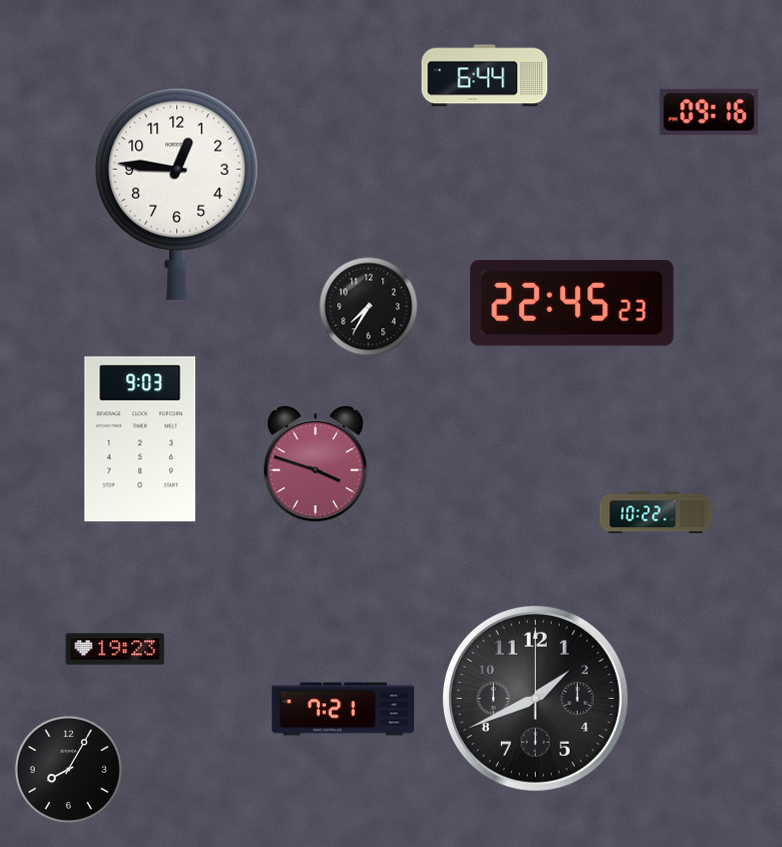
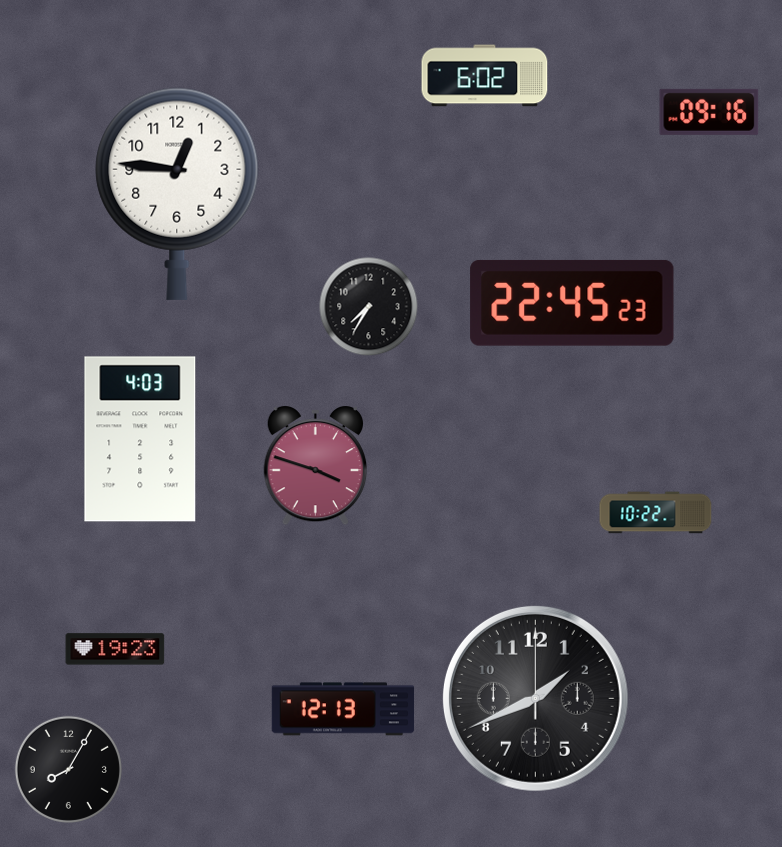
clock at (485, 76): 6:44 -> 6:02
clock at (140, 439): 9:03 -> 4:03
clock at (343, 709): 7:21 -> 12:13
